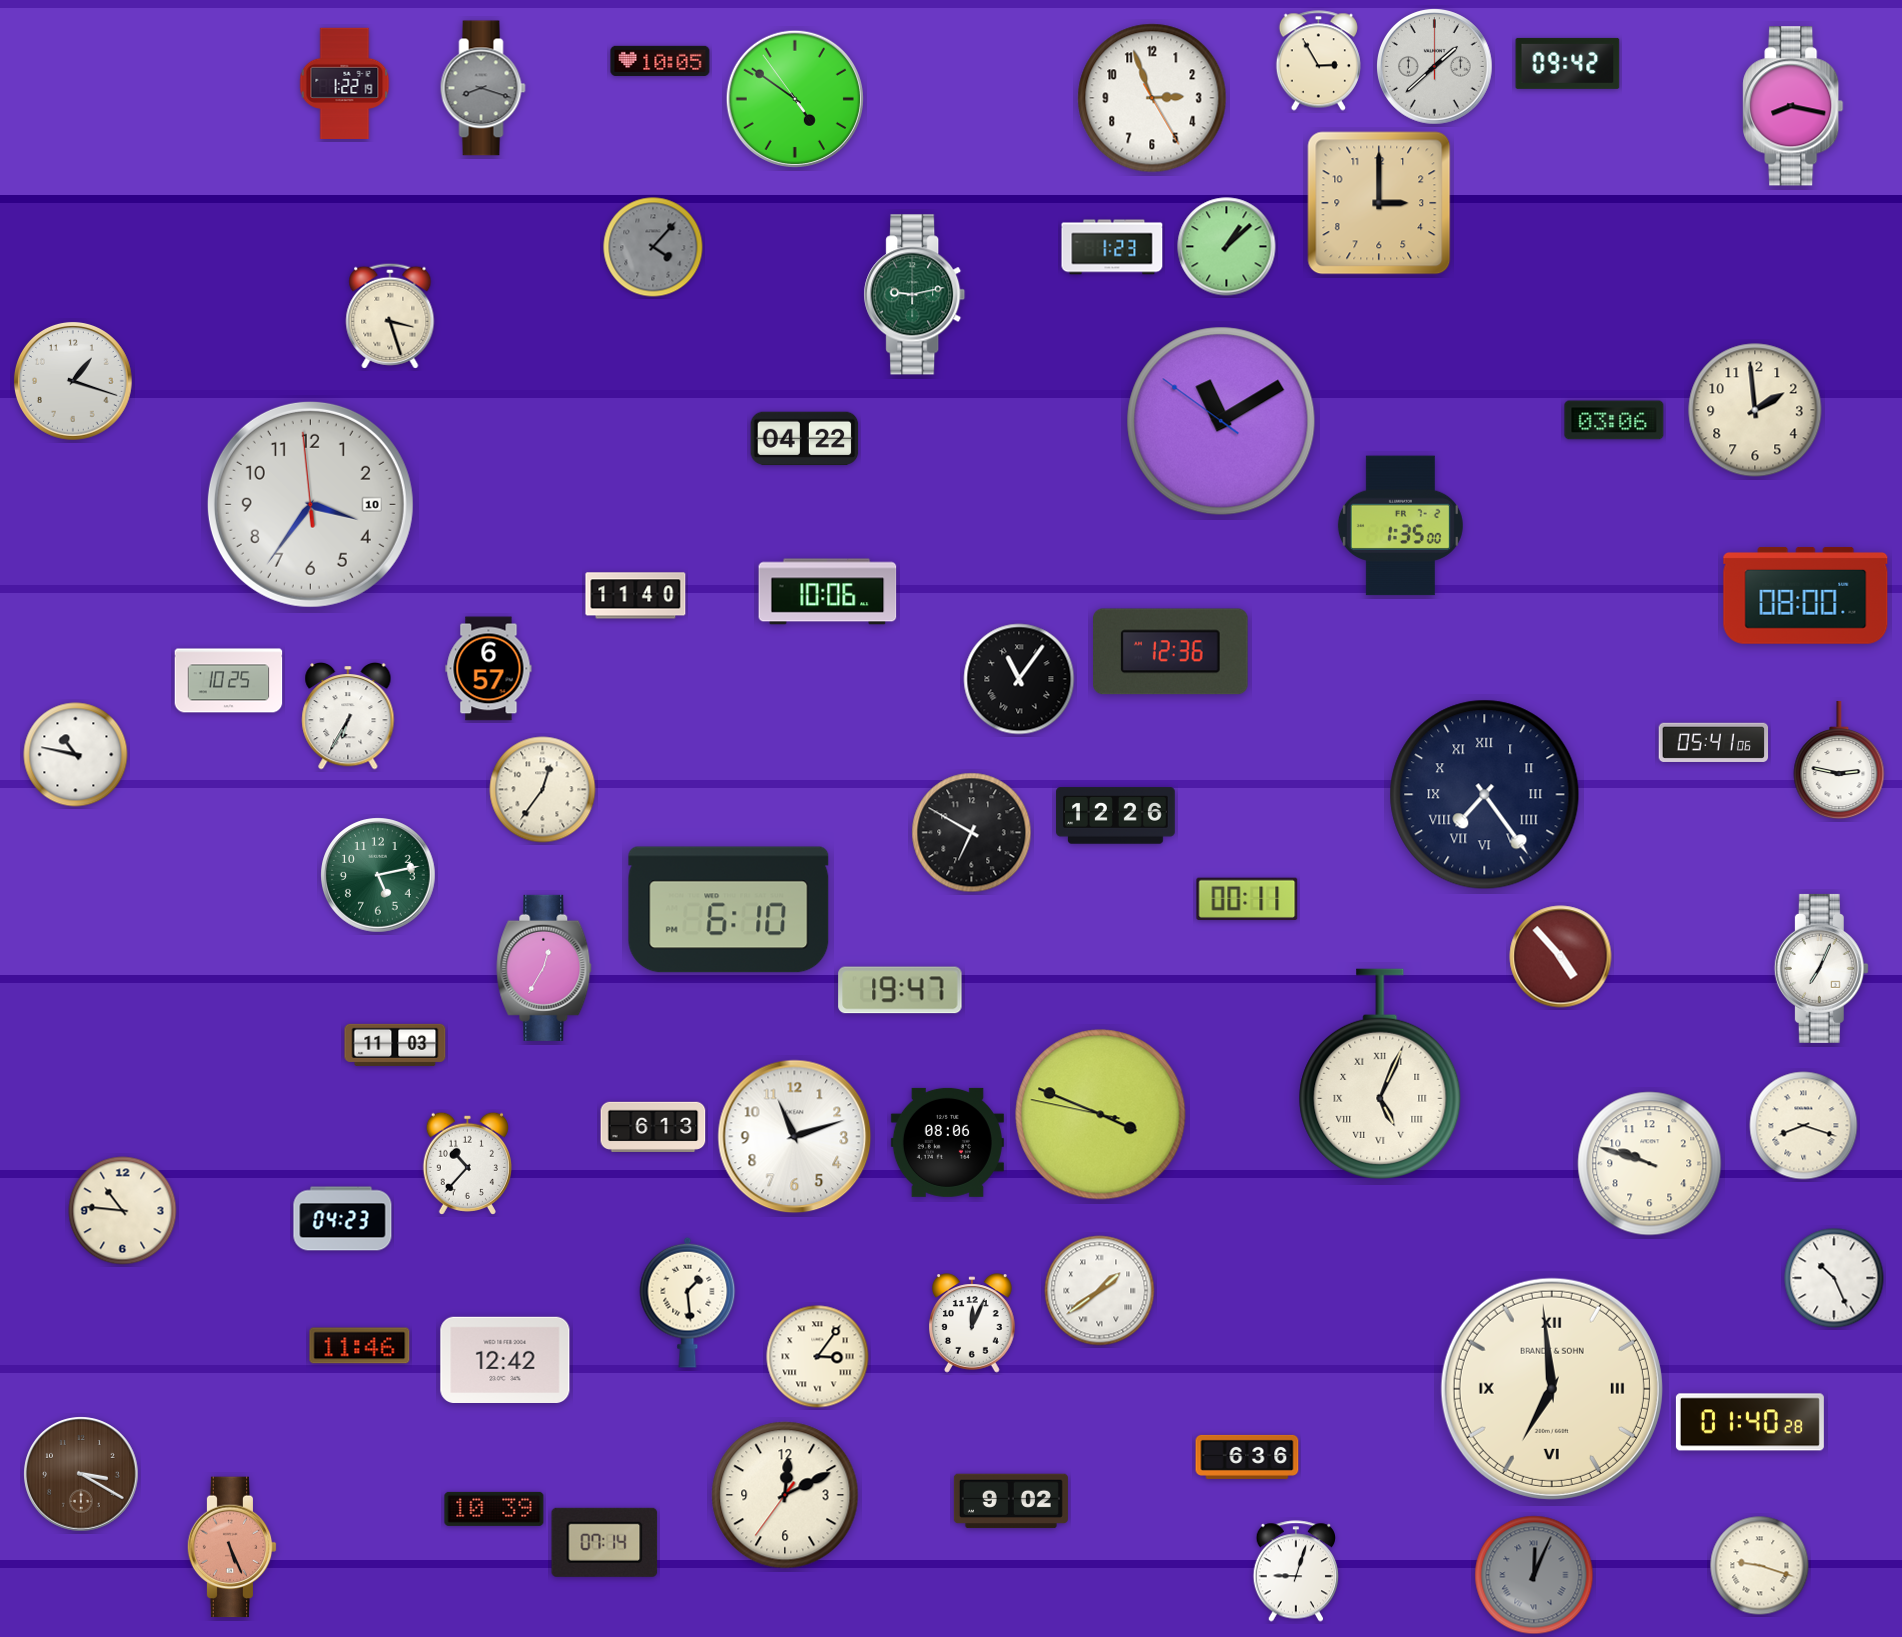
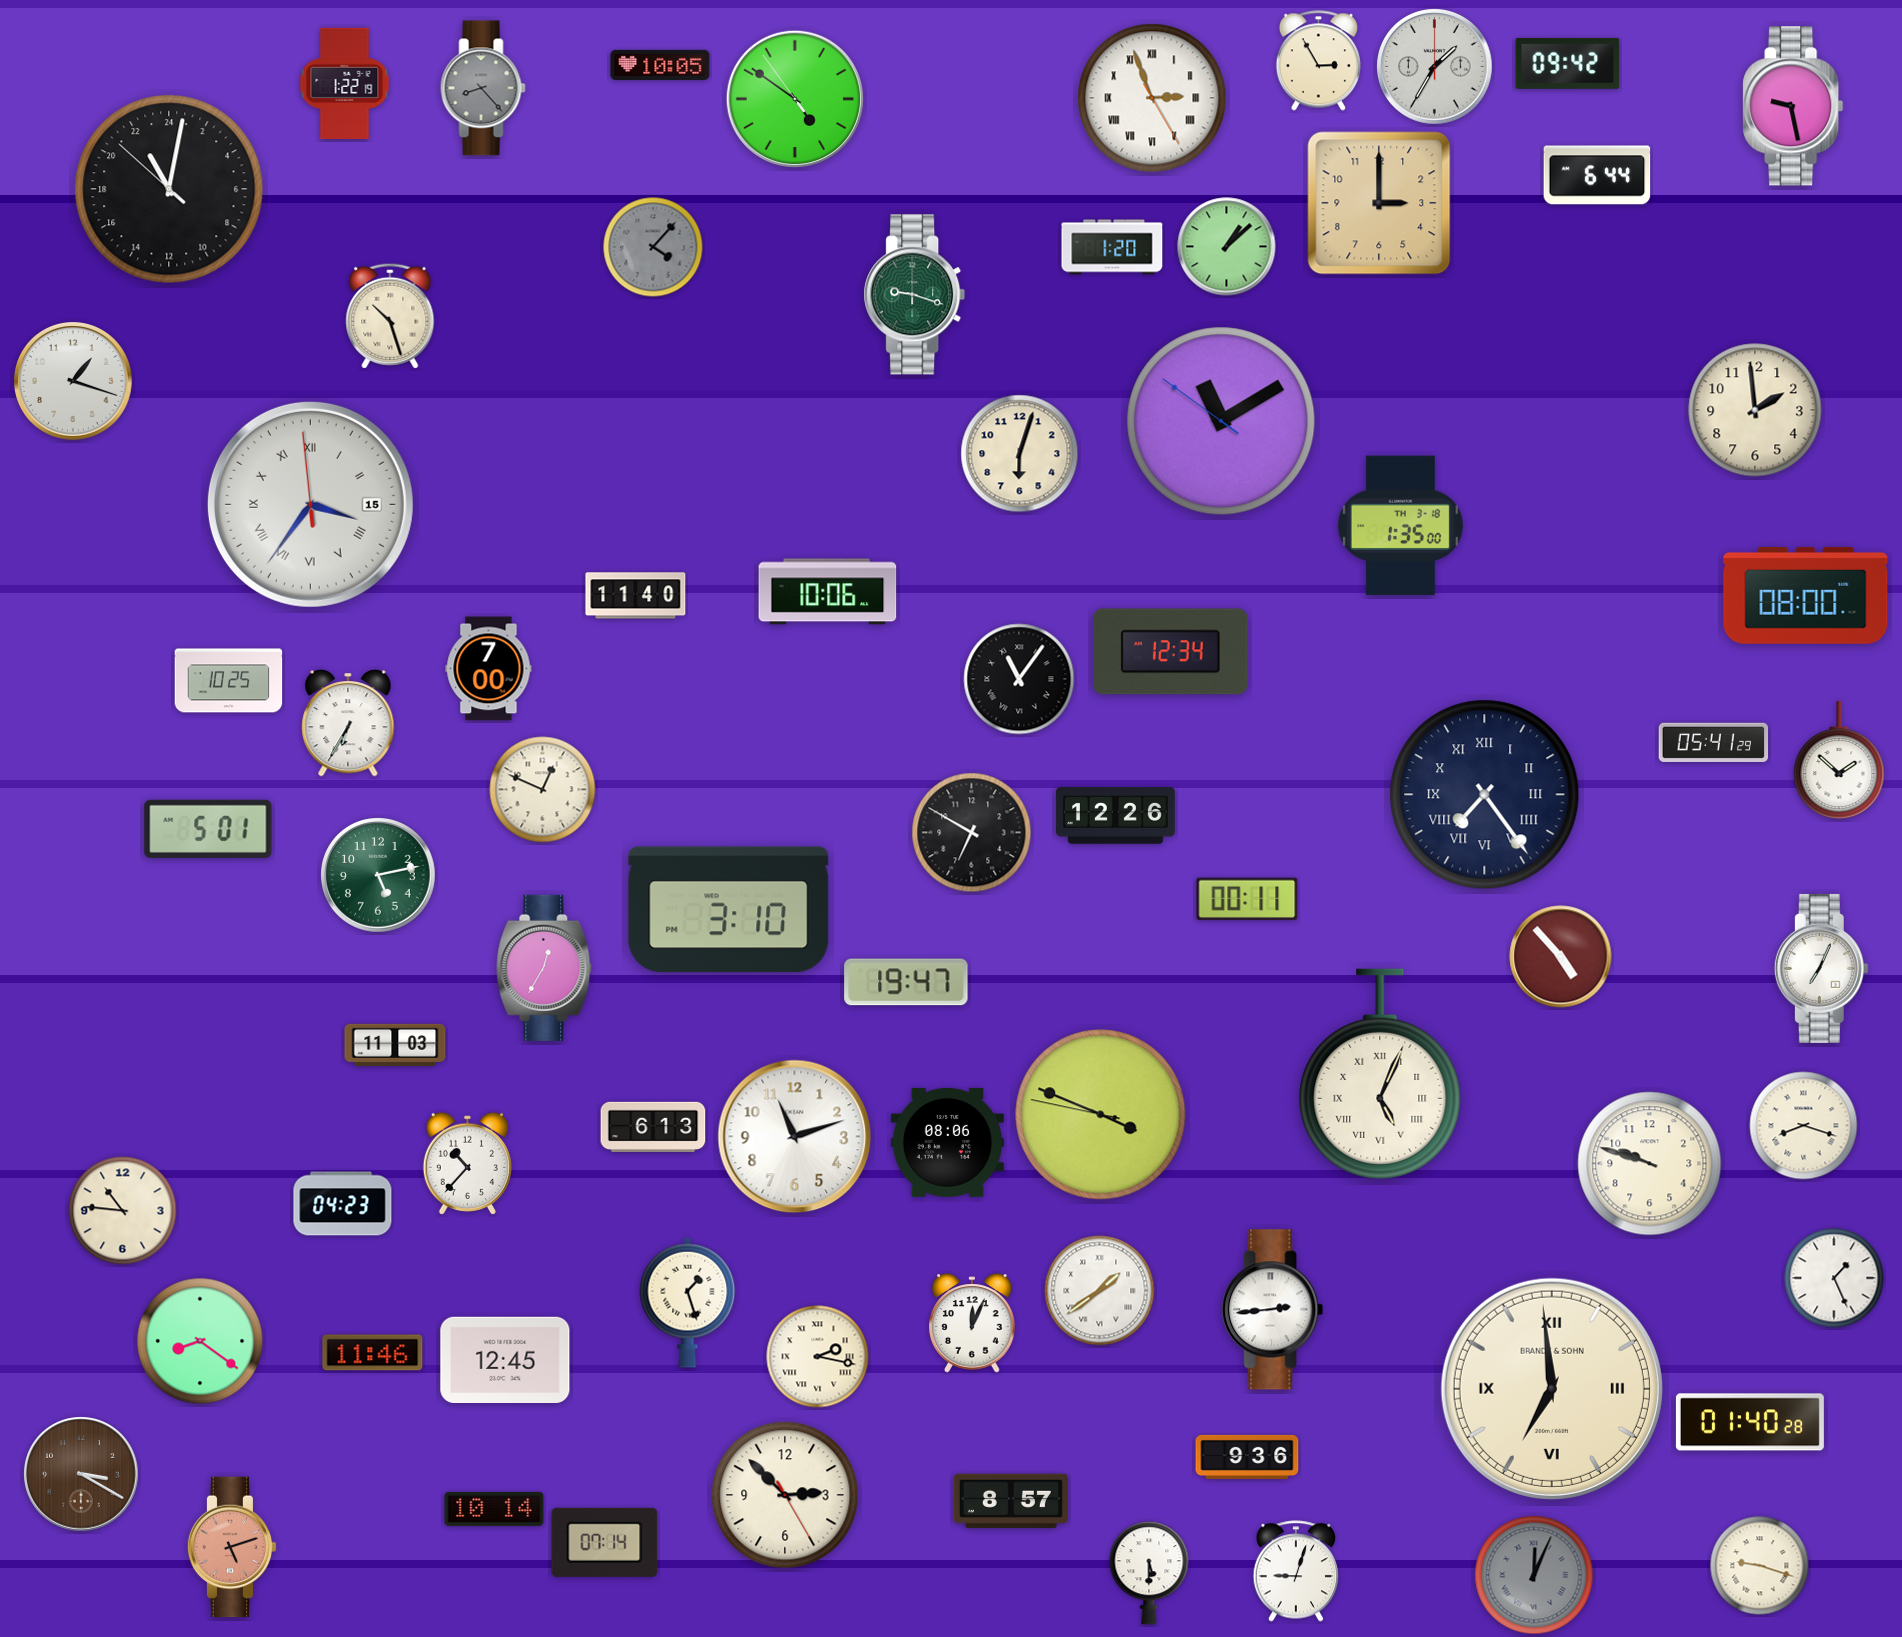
clock at (660, 61) position: (660, 61) -> (660, 65)
clock at (1435, 67): 1:38 -> 1:35
clock at (483, 88): 8:18 -> 8:23
clock at (1152, 98) numerals: Arabic -> Roman
clock at (1793, 106): 8:17 -> 9:28
clock at (1597, 175): none -> 6:44
clock at (169, 189): none -> 22:01
clock at (1112, 247): 1:23 -> 1:20
clock at (915, 295): 9:13 -> 9:18
clock at (390, 316): 3:27 -> 10:27
clock at (1614, 420): 03:06 -> none
clock at (805, 439): 04:22 -> none
clock at (1020, 454): none -> 6:03
clock at (310, 504) date: 10 -> 15
clock at (310, 504) numerals: Arabic -> Roman
clock at (1400, 526) date: FR 7-2 -> TH 3-18
clock at (1171, 652): 12:36 -> 12:34
clock at (489, 669): 6:57 -> 7:00
clock at (348, 716) position: (348, 716) -> (348, 723)
clock at (1714, 742): 05:41:06 -> 05:41:29
clock at (76, 755): 10:47 -> none
clock at (1839, 760): 2:47 -> 1:52
clock at (543, 790): 12:36 -> 12:49
clock at (208, 829): none -> 5:01
clock at (729, 910): 6:10 -> 3:10
clock at (900, 990) position: (900, 990) -> (906, 982)
clock at (343, 1219) position: (343, 1219) -> (343, 1204)
clock at (1834, 1278): 10:26 -> 1:26
clock at (688, 1302): 1:29 -> 1:27
clock at (1273, 1310): none -> 2:44
clock at (200, 1341): none -> 8:21
clock at (360, 1346) position: (360, 1346) -> (373, 1353)
clock at (818, 1357): 3:06 -> 2:17
clock at (505, 1359): 12:42 -> 12:45
clock at (1247, 1457): 6:36 -> 9:36
clock at (785, 1495): 12:10 -> 2:52
clock at (1011, 1501): 9:02 -> 8:57
clock at (494, 1509): 10:39 -> 10:14
clock at (232, 1547): 5:26 -> 5:12
clock at (1149, 1573): none -> 5:30
